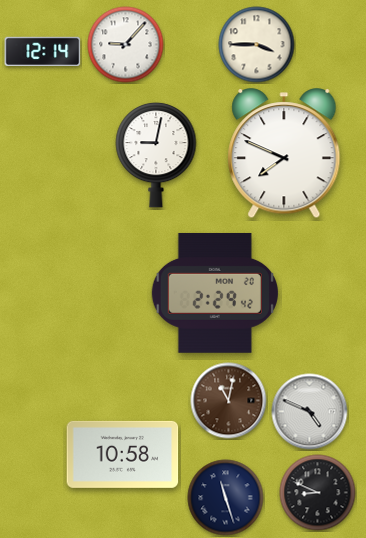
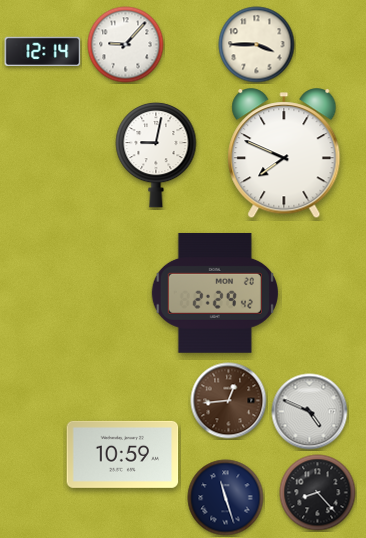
clock at (229, 401): 11:02 -> 12:44
clock at (123, 454): 10:58 -> 10:59
clock at (318, 493): 8:49 -> 8:23
